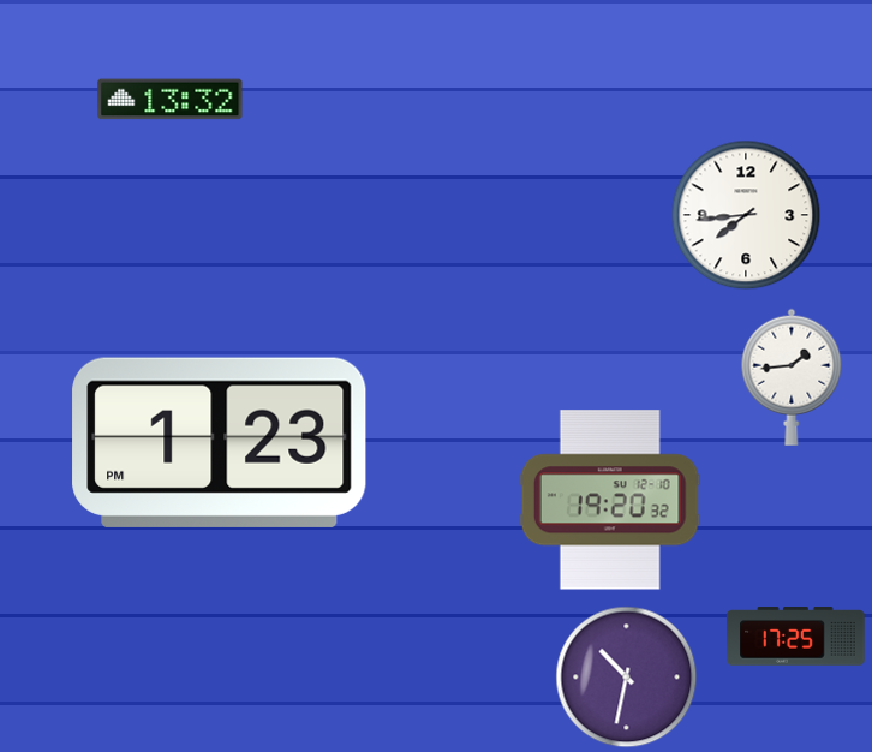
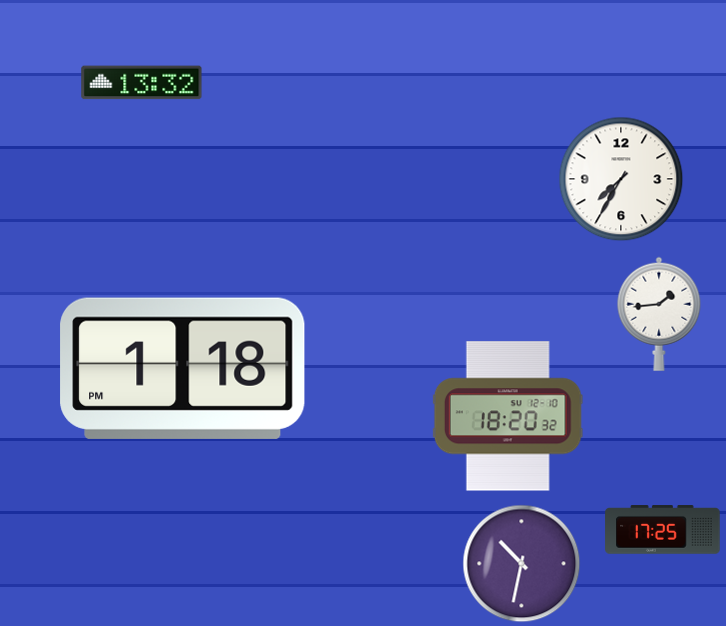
clock at (746, 215): 7:44 -> 7:35
clock at (220, 442): 1:23 -> 1:18
clock at (610, 500): 19:20 -> 18:20
